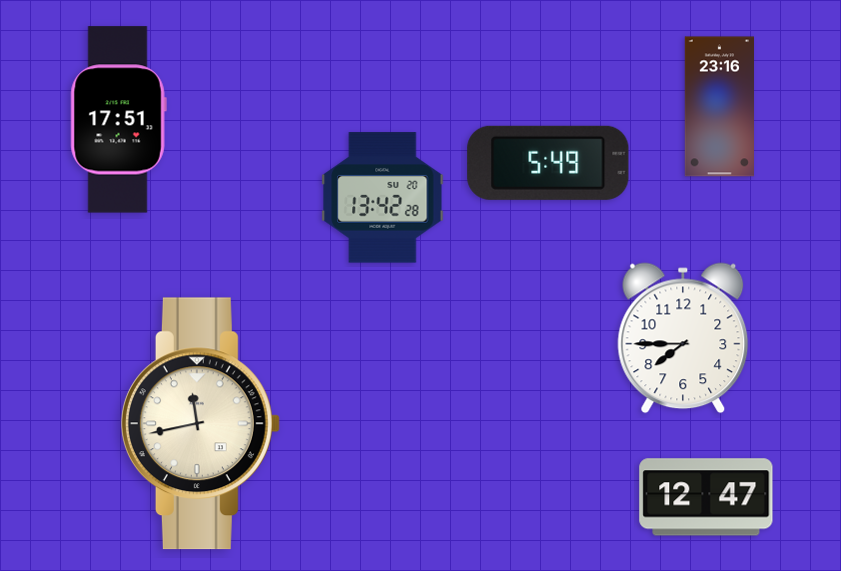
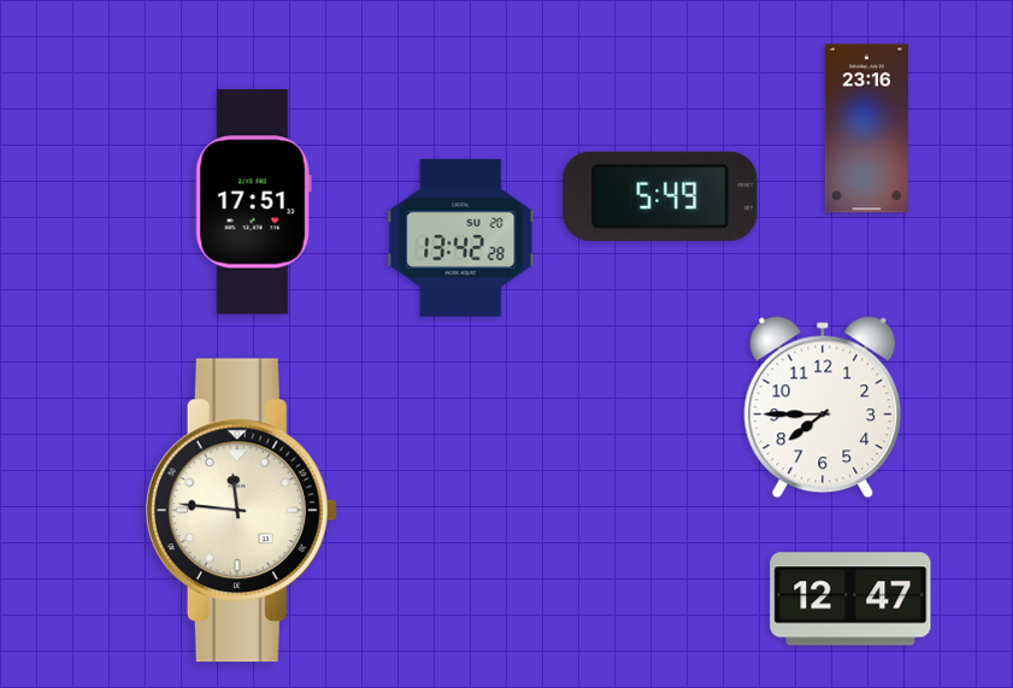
clock at (118, 120) position: (118, 120) -> (253, 202)
clock at (200, 424): 11:43 -> 11:46
